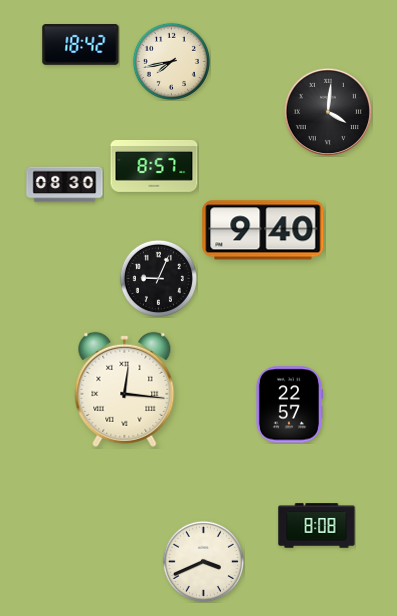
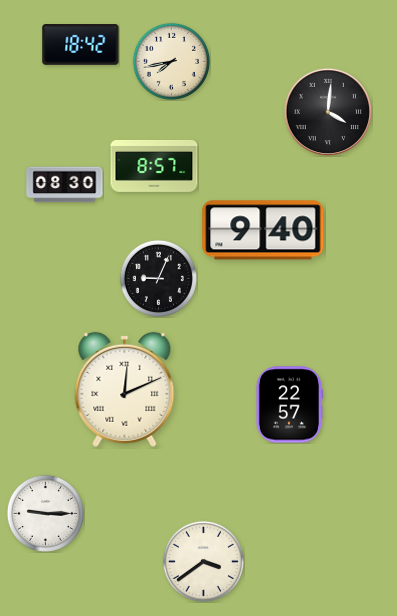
clock at (125, 389): 12:16 -> 12:11
clock at (45, 513): none -> 9:15
clock at (317, 526): 8:08 -> none
clock at (203, 561): 3:41 -> 3:39
